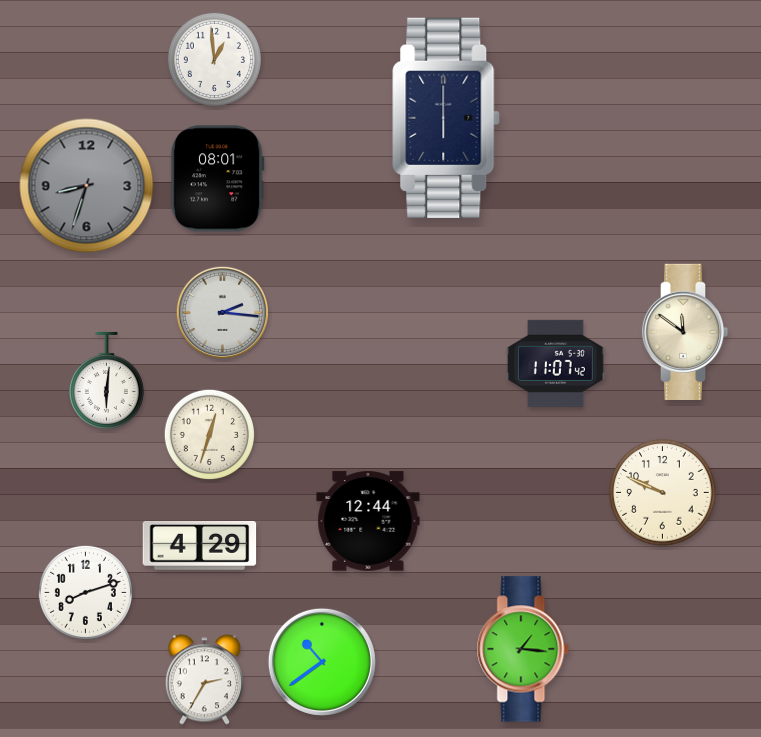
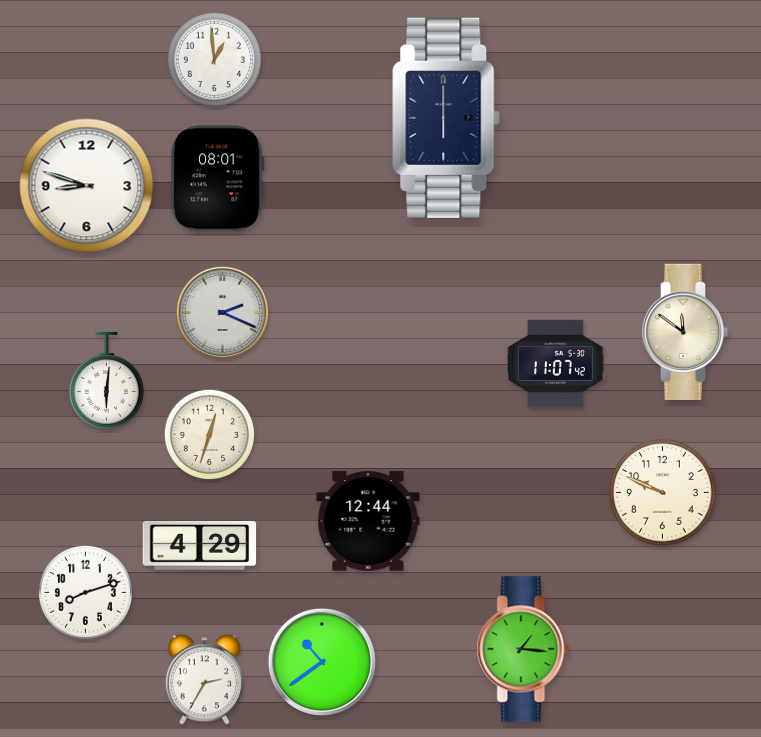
clock at (87, 186): 8:33 -> 8:48
clock at (87, 186) dial: grey -> white
clock at (222, 312): 2:16 -> 2:19
